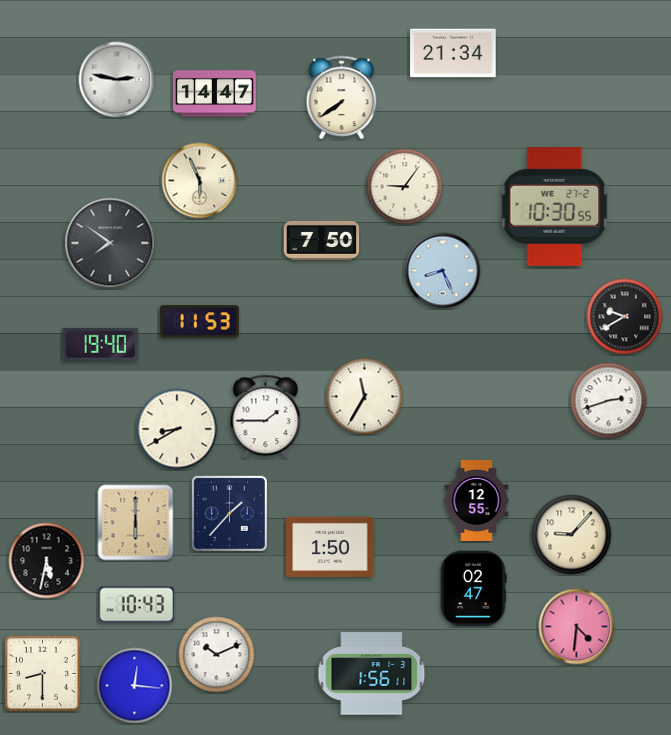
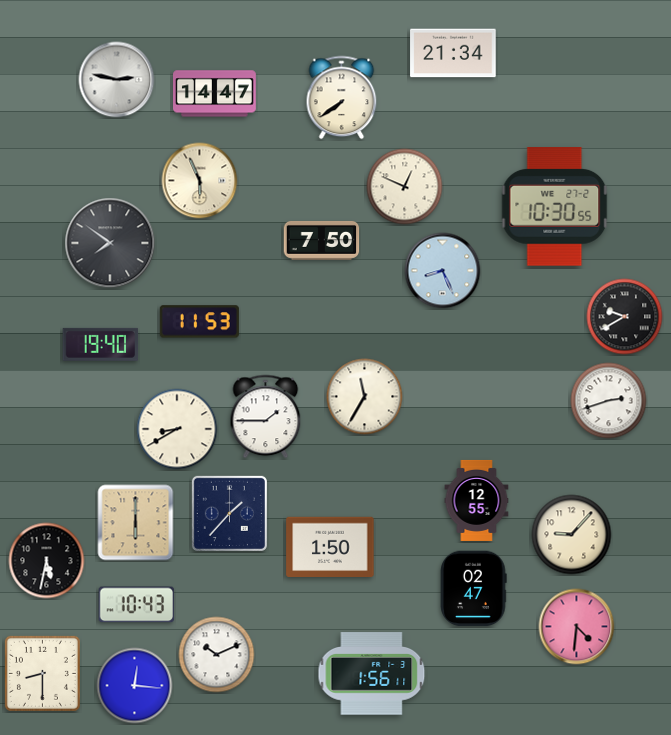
clock at (405, 187): 9:06 -> 12:49
